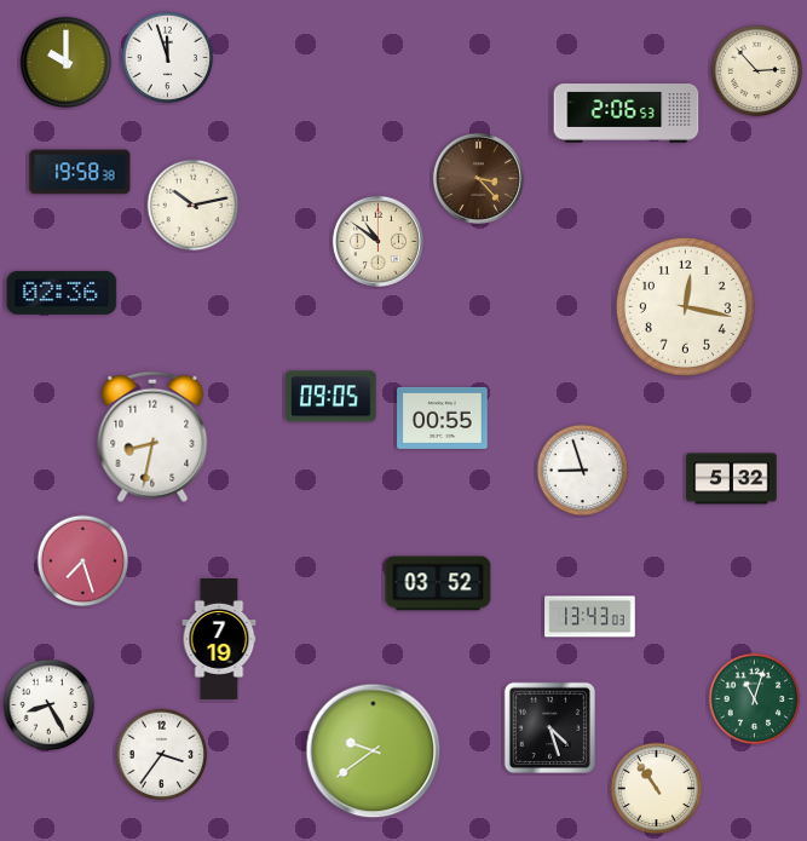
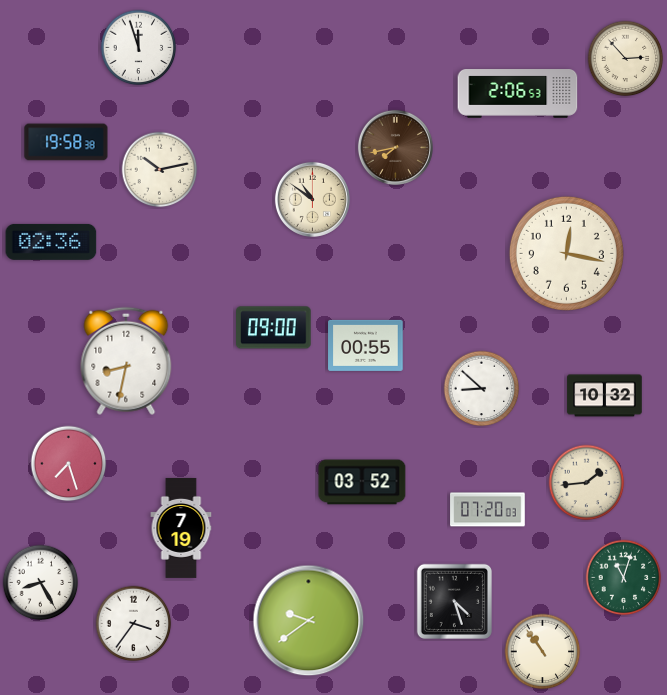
clock at (67, 63): 10:00 -> none
clock at (478, 178): 3:23 -> 7:43
clock at (332, 397): 09:05 -> 09:00
clock at (583, 471): 8:57 -> 8:52
clock at (732, 479): 5:32 -> 10:32
clock at (587, 483): none -> 1:44
clock at (590, 617): 13:43 -> 07:20
